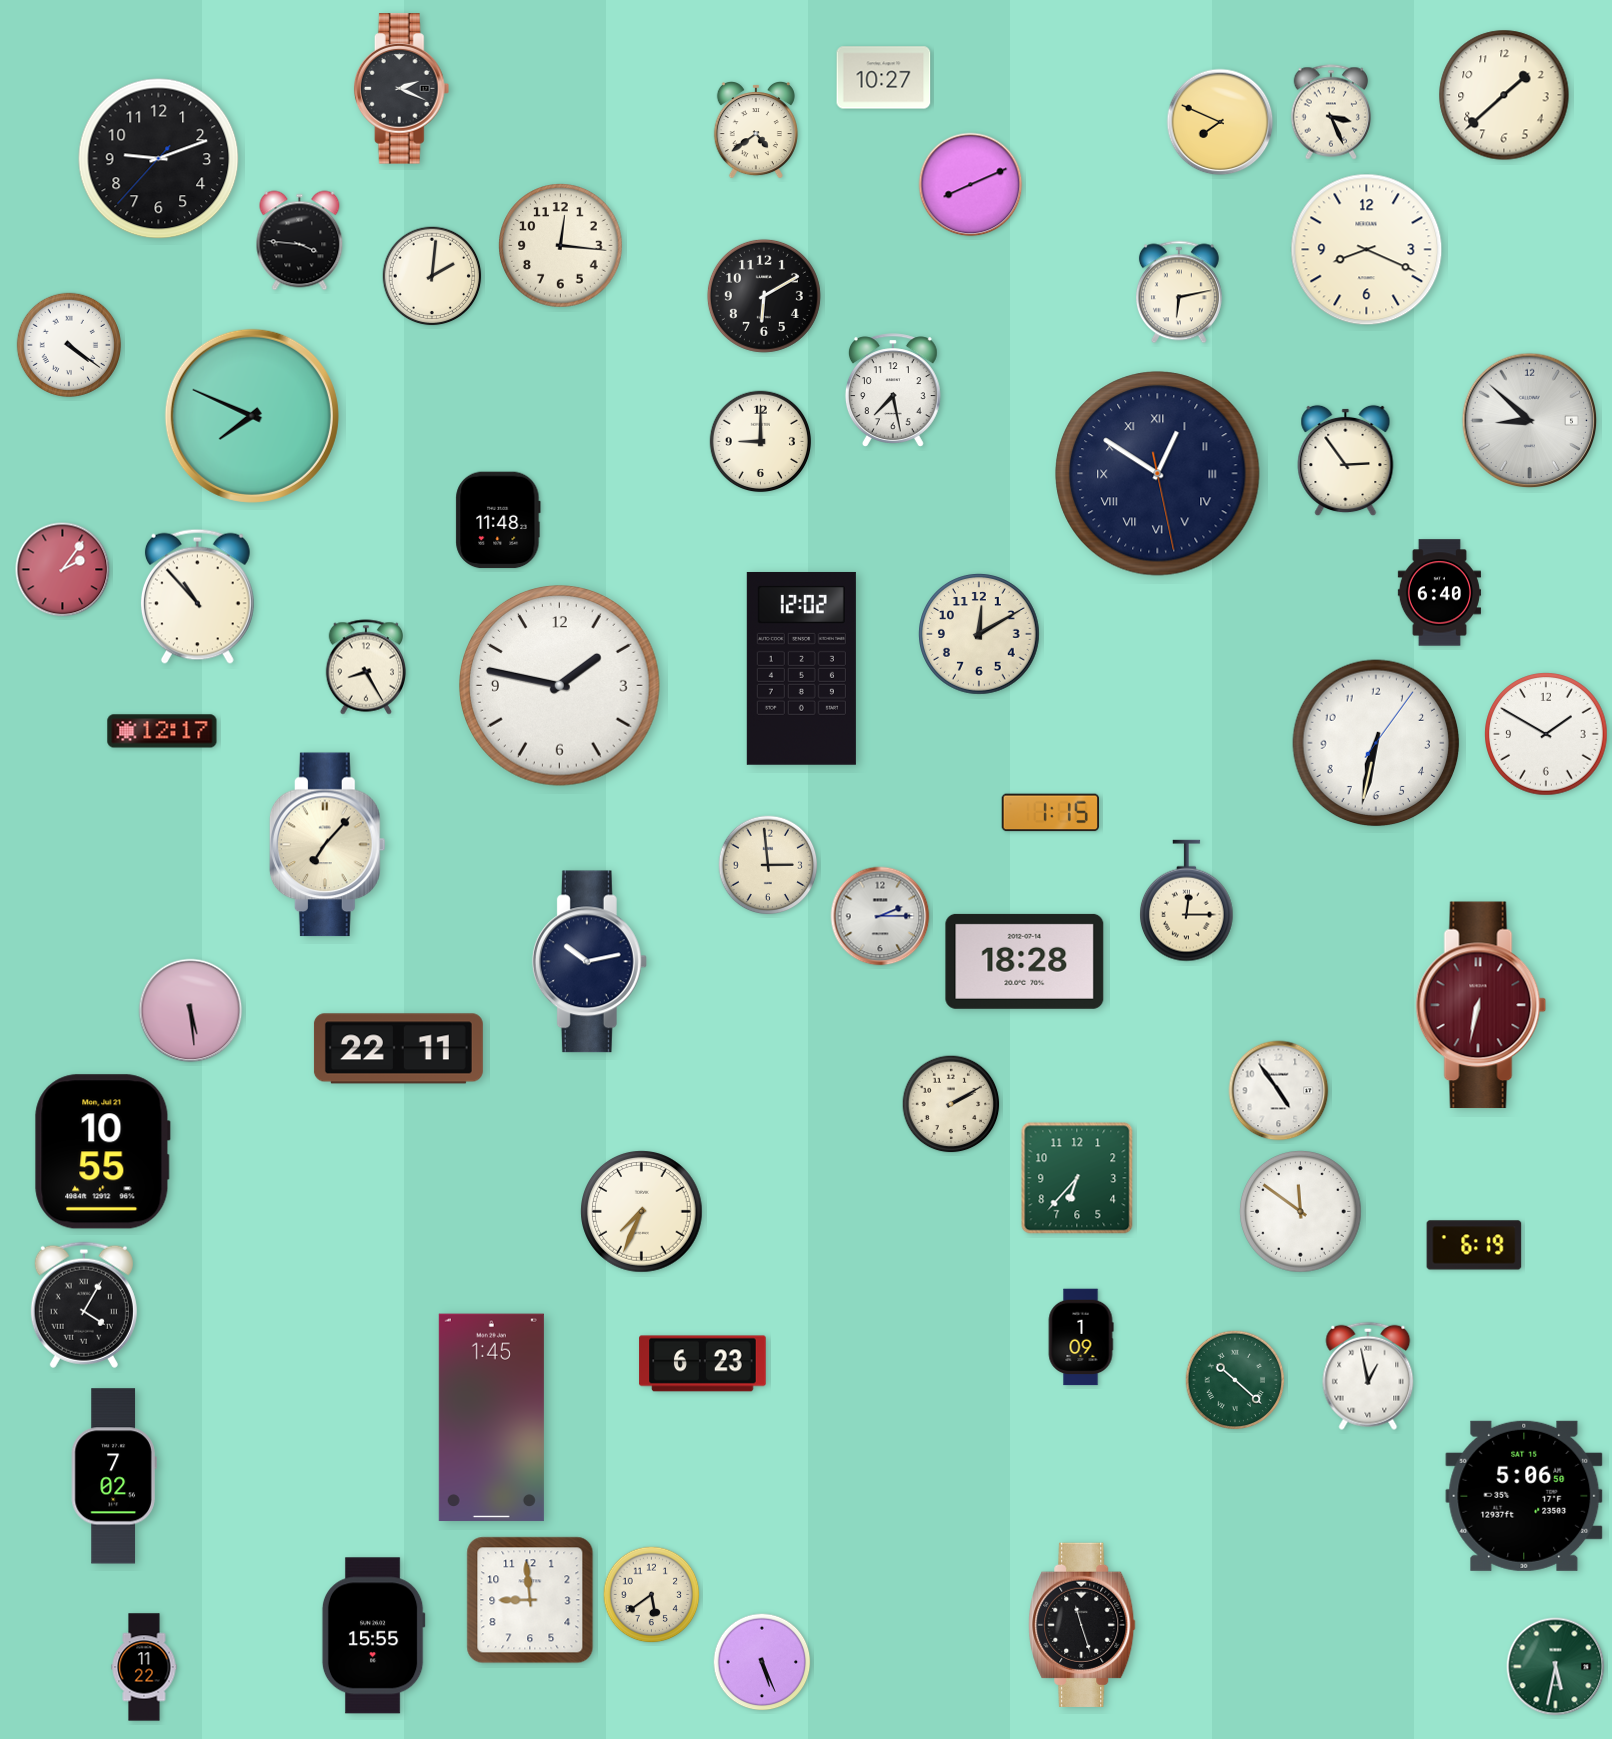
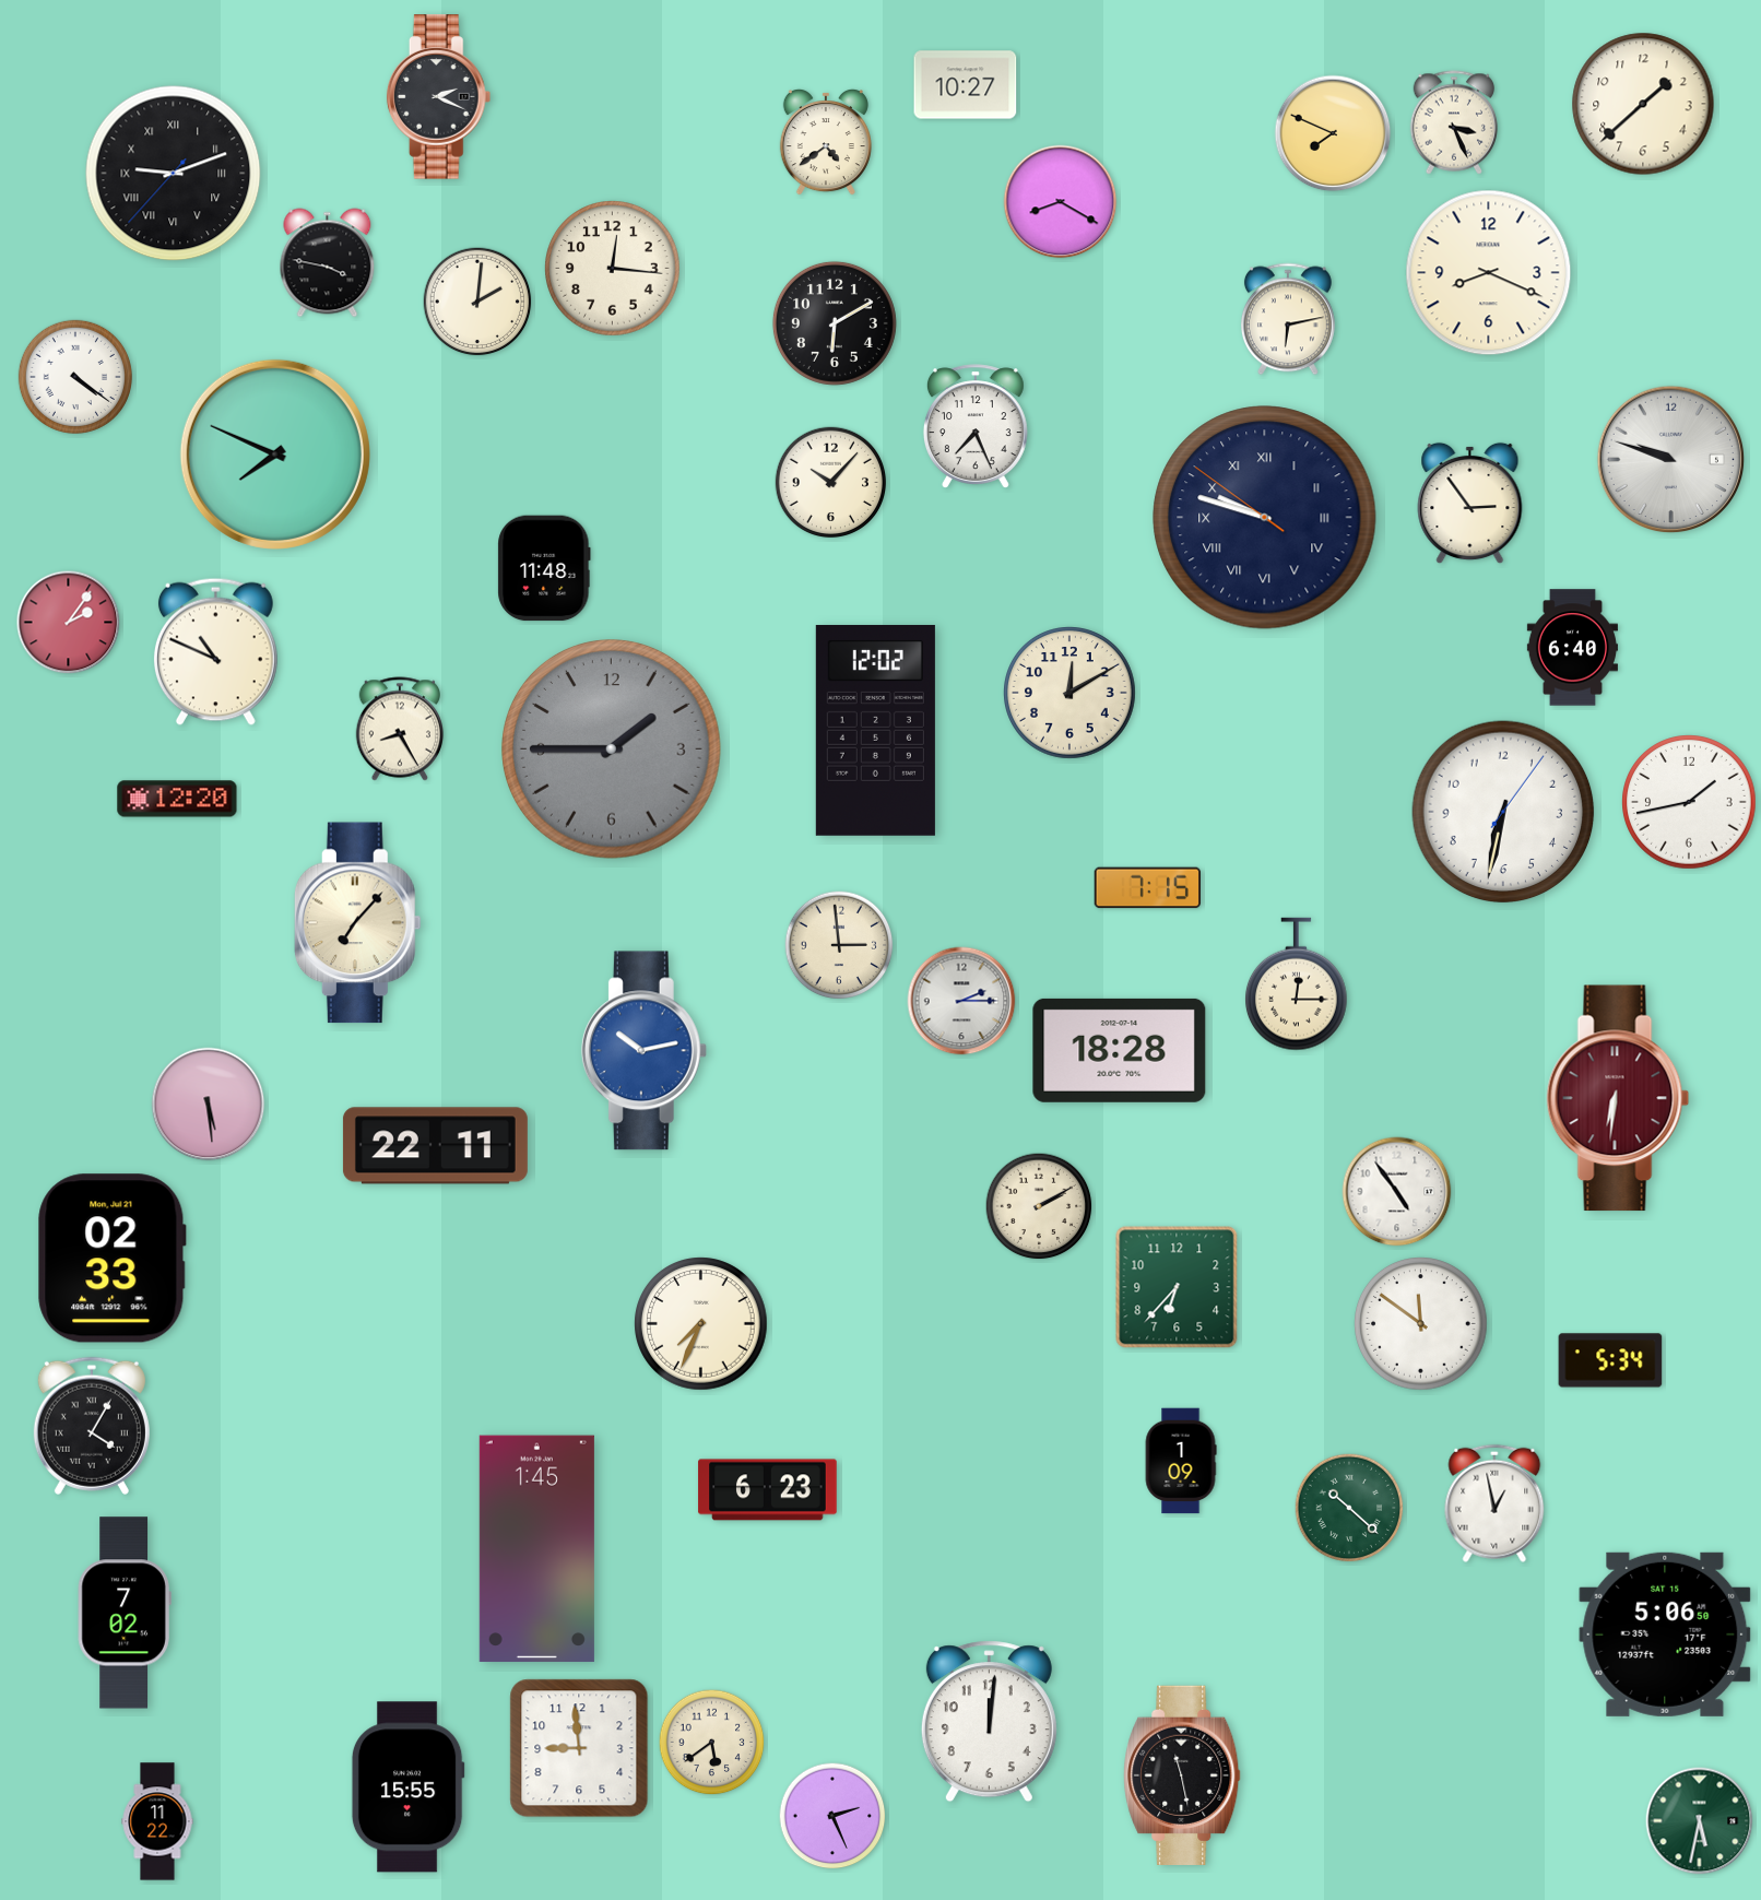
clock at (159, 159) numerals: Arabic -> Roman
clock at (971, 185): 8:11 -> 8:20
clock at (300, 241): 3:46 -> 3:47
clock at (1367, 250) position: (1367, 250) -> (1489, 273)
clock at (432, 276) position: (432, 276) -> (477, 302)
clock at (893, 390): 7:28 -> 7:26
clock at (1530, 421): 8:52 -> 9:48
clock at (760, 441): 9:00 -> 10:07
clock at (1158, 474): 12:50 -> 9:47
clock at (197, 596): 10:53 -> 10:49
clock at (560, 686): 1:47 -> 1:45
clock at (560, 686) dial: white -> grey
clock at (162, 731): 12:17 -> 12:20
clock at (1546, 734): 1:50 -> 1:43
clock at (1051, 813): 1:15 -> 7:15
clock at (589, 962) dial: navy -> blue
clock at (1481, 1005): 6:32 -> 6:31
clock at (102, 1152): 10:55 -> 02:33
clock at (1474, 1245): 6:19 -> 5:34
clock at (989, 1722): none -> 12:01
clock at (1082, 1625): 11:27 -> 11:28
clock at (762, 1662): 5:26 -> 2:26
